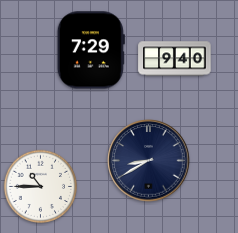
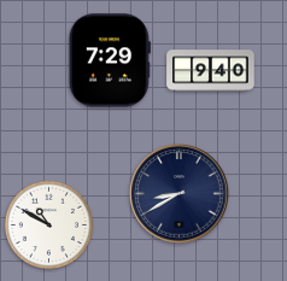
clock at (40, 186): 10:45 -> 10:50
